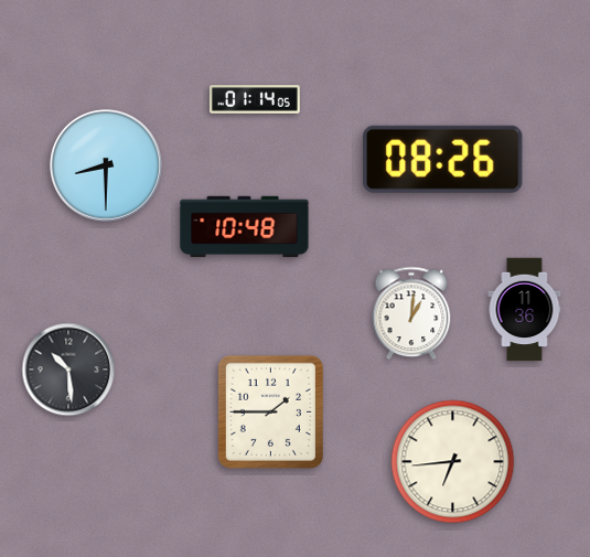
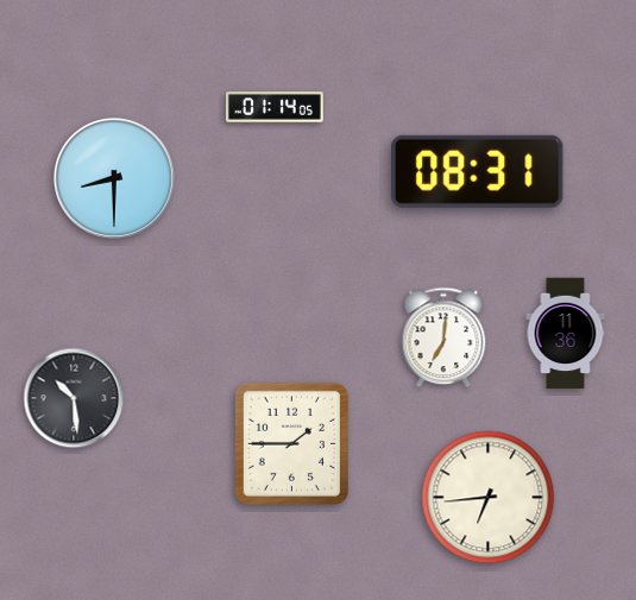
clock at (443, 159): 08:26 -> 08:31
clock at (245, 227): 10:48 -> none
clock at (411, 313): 1:01 -> 7:01
